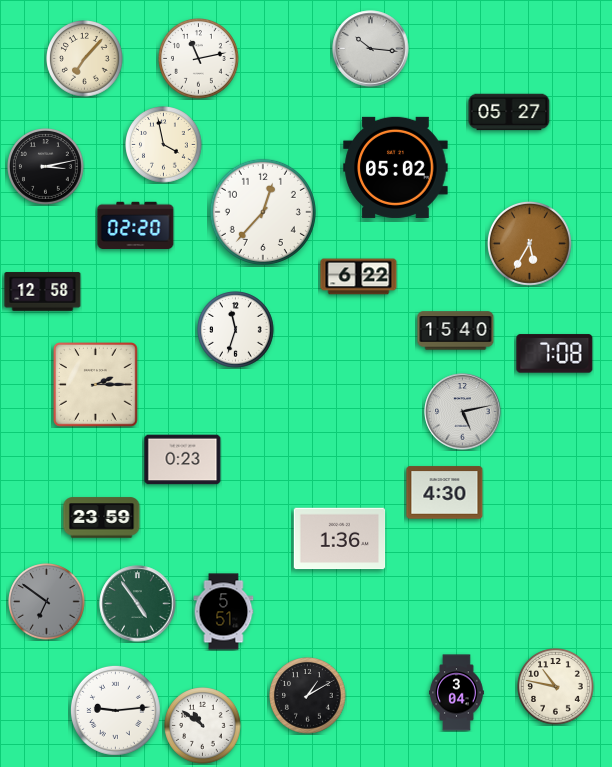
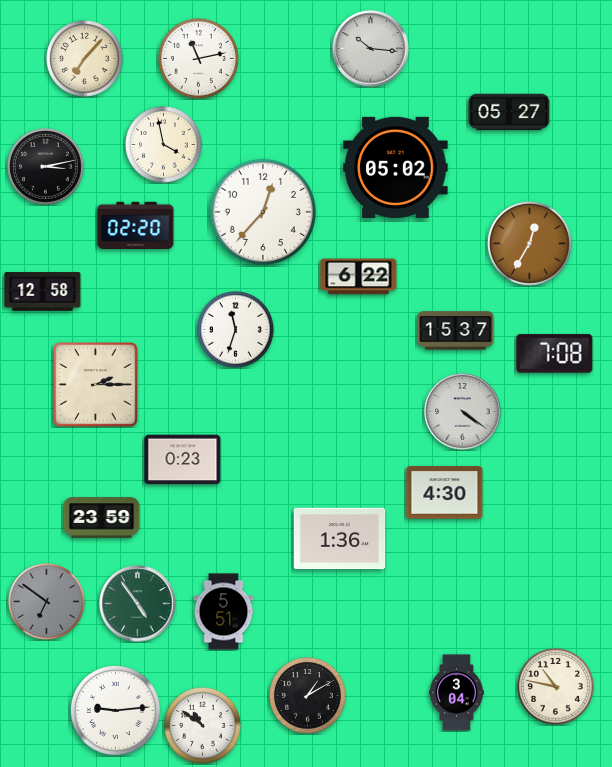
clock at (529, 243): 5:35 -> 12:35
clock at (456, 331): 15:40 -> 15:37
clock at (463, 412): 5:13 -> 4:21
